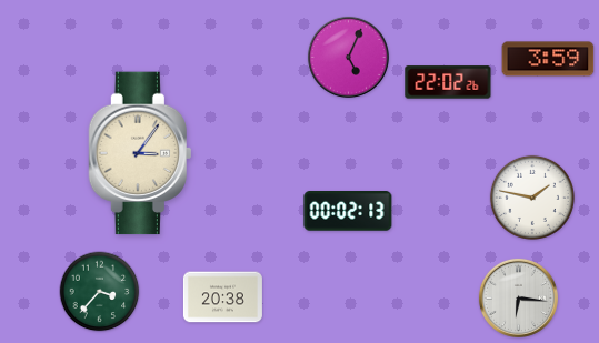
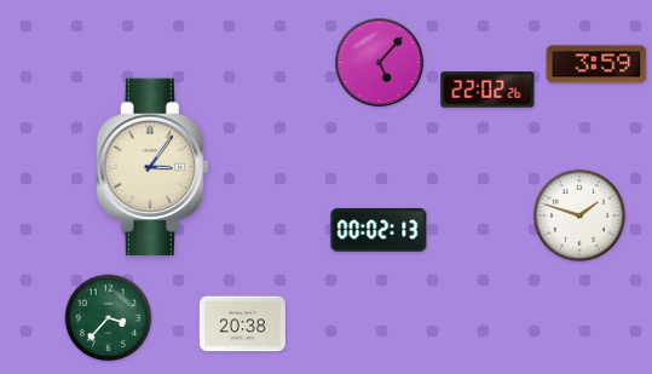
clock at (348, 57): 5:04 -> 5:07
clock at (532, 198): 1:47 -> 1:48
clock at (518, 297): 6:16 -> none
